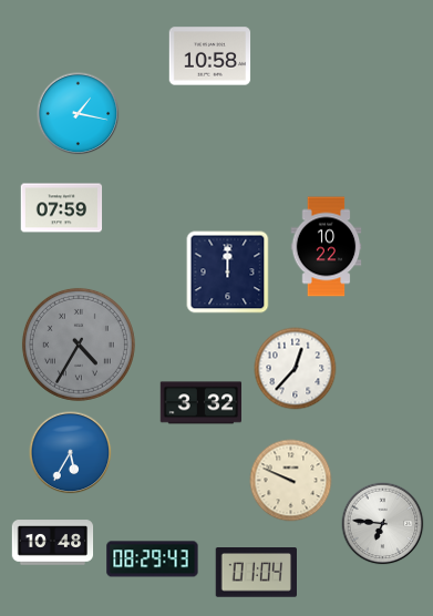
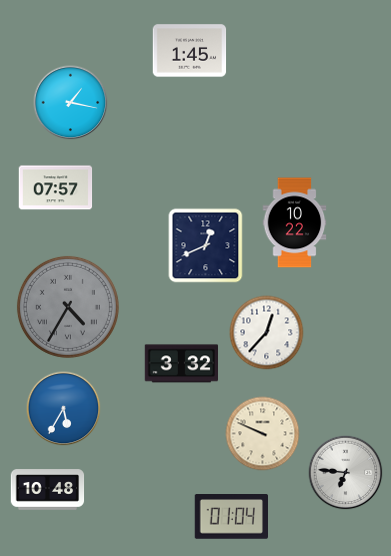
clock at (210, 57): 10:58 -> 1:45
clock at (62, 208): 07:59 -> 07:57
clock at (228, 273): 12:00 -> 12:41
clock at (79, 345) position: (79, 345) -> (68, 307)
clock at (153, 559): 08:29 -> none
